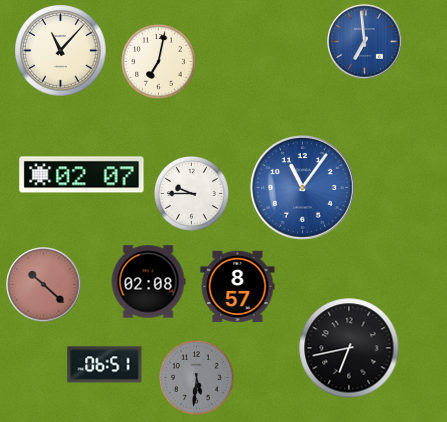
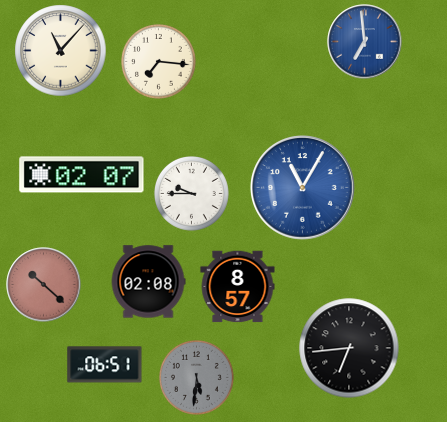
clock at (159, 62): 7:02 -> 7:16
clock at (303, 188): 11:06 -> 11:05
clock at (349, 348): 6:43 -> 6:44
